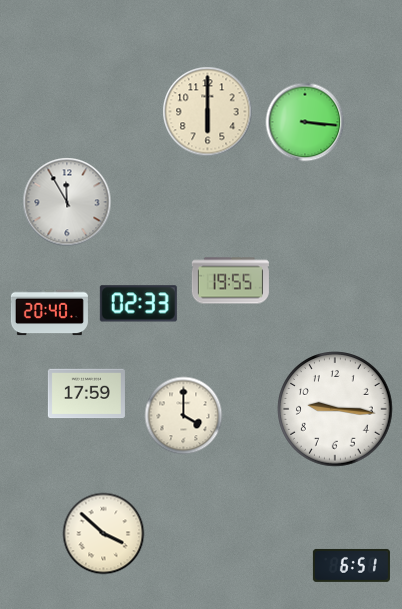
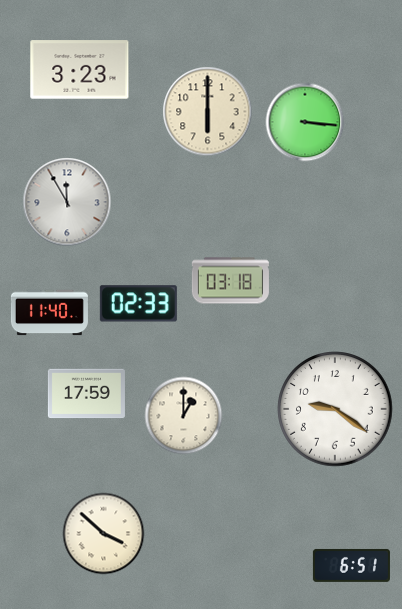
clock at (80, 70): none -> 3:23
clock at (230, 281): 19:55 -> 03:18
clock at (49, 313): 20:40 -> 11:40
clock at (335, 409): 9:16 -> 9:21
clock at (183, 415): 4:00 -> 1:00
